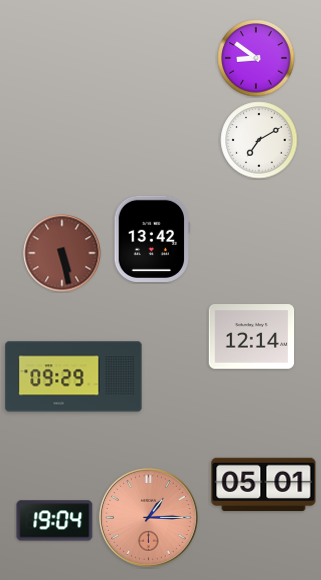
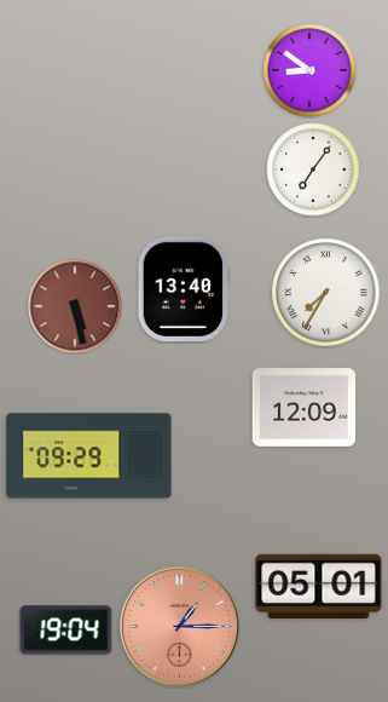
clock at (259, 140): 7:10 -> 7:06
clock at (152, 238): 13:42 -> 13:40
clock at (326, 293): none -> 7:35
clock at (252, 337): 12:14 -> 12:09
